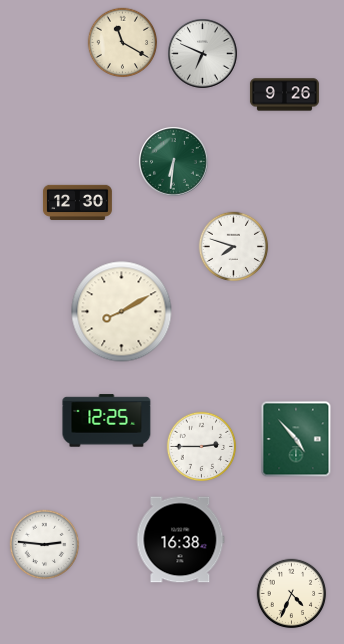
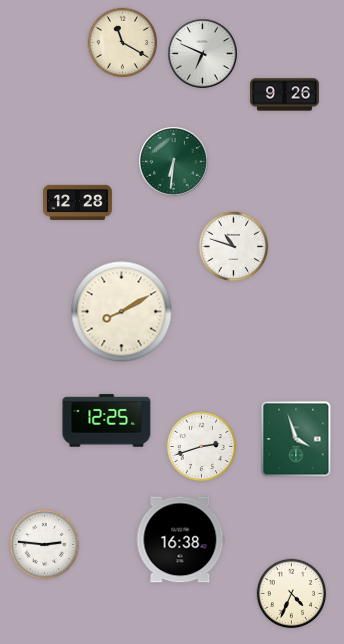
clock at (77, 202): 12:30 -> 12:28
clock at (234, 247): 7:48 -> 10:48
clock at (296, 439): 4:53 -> 3:57
clock at (202, 447): 2:45 -> 2:42
